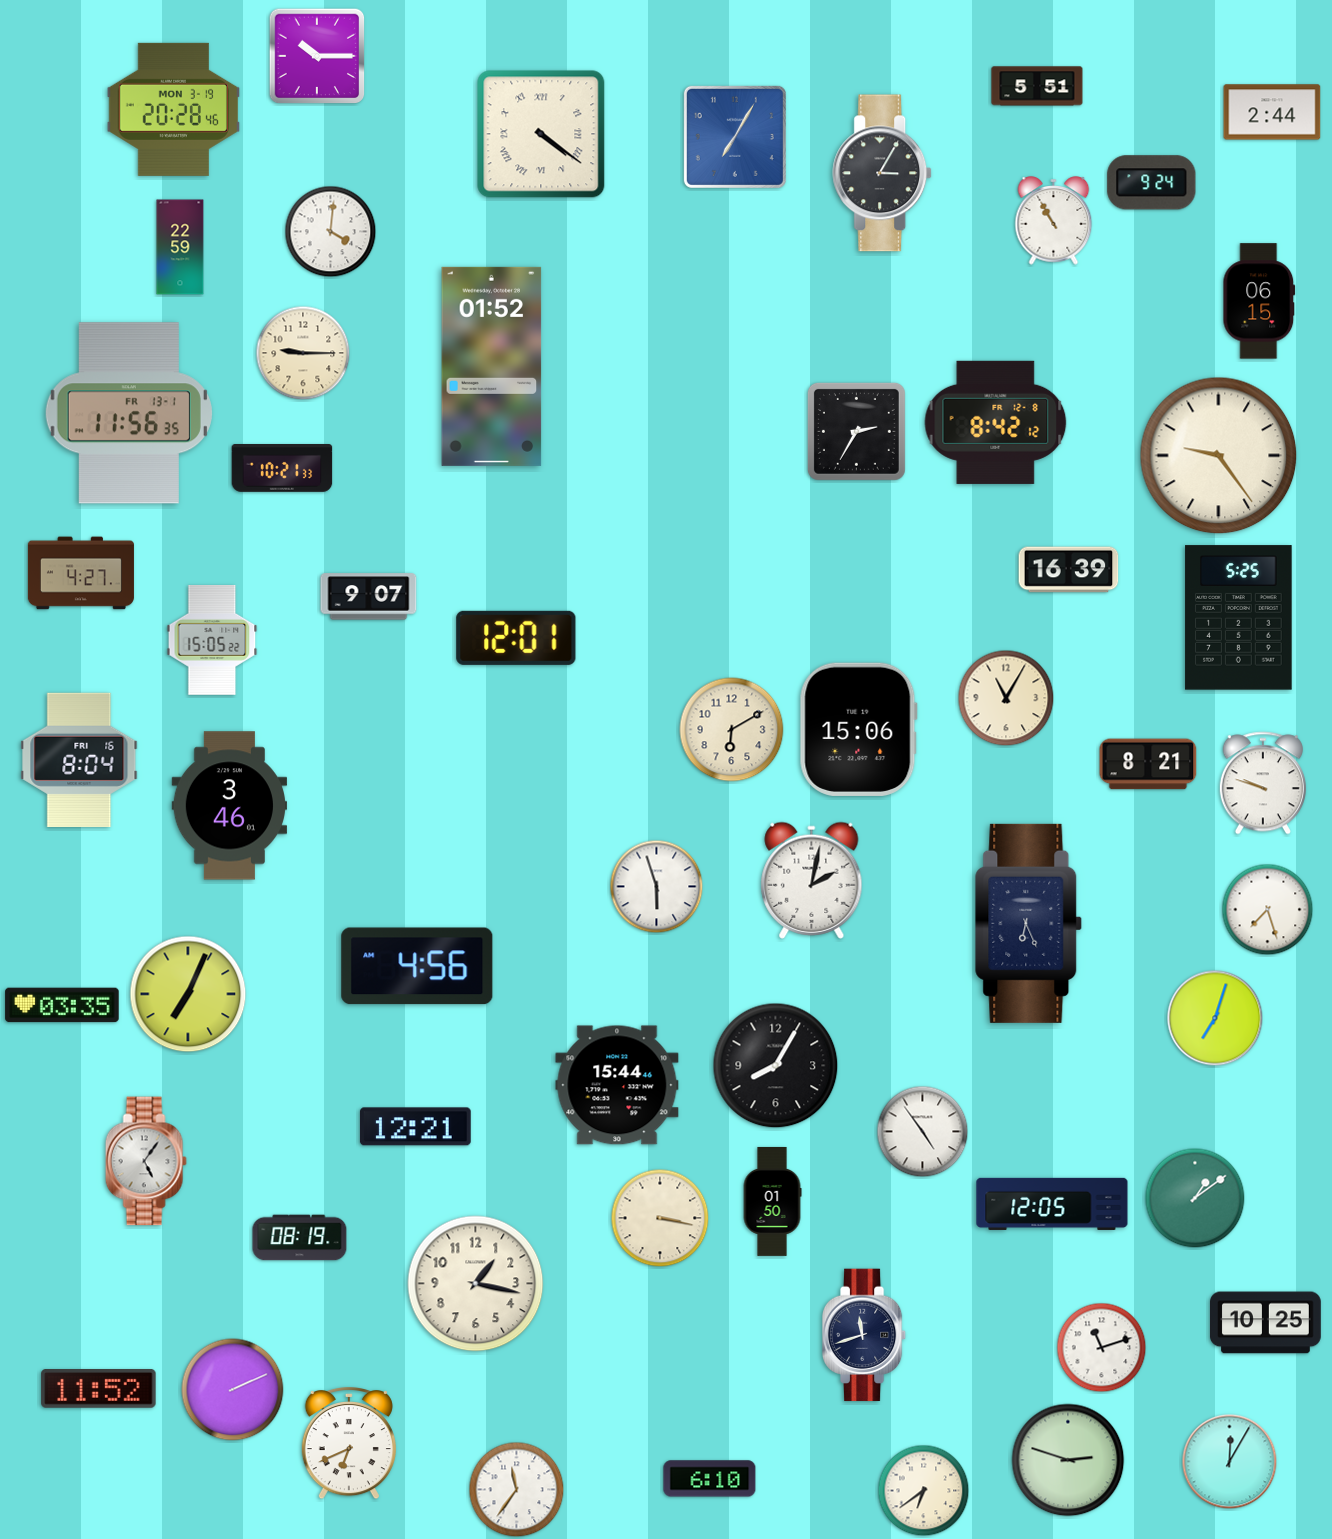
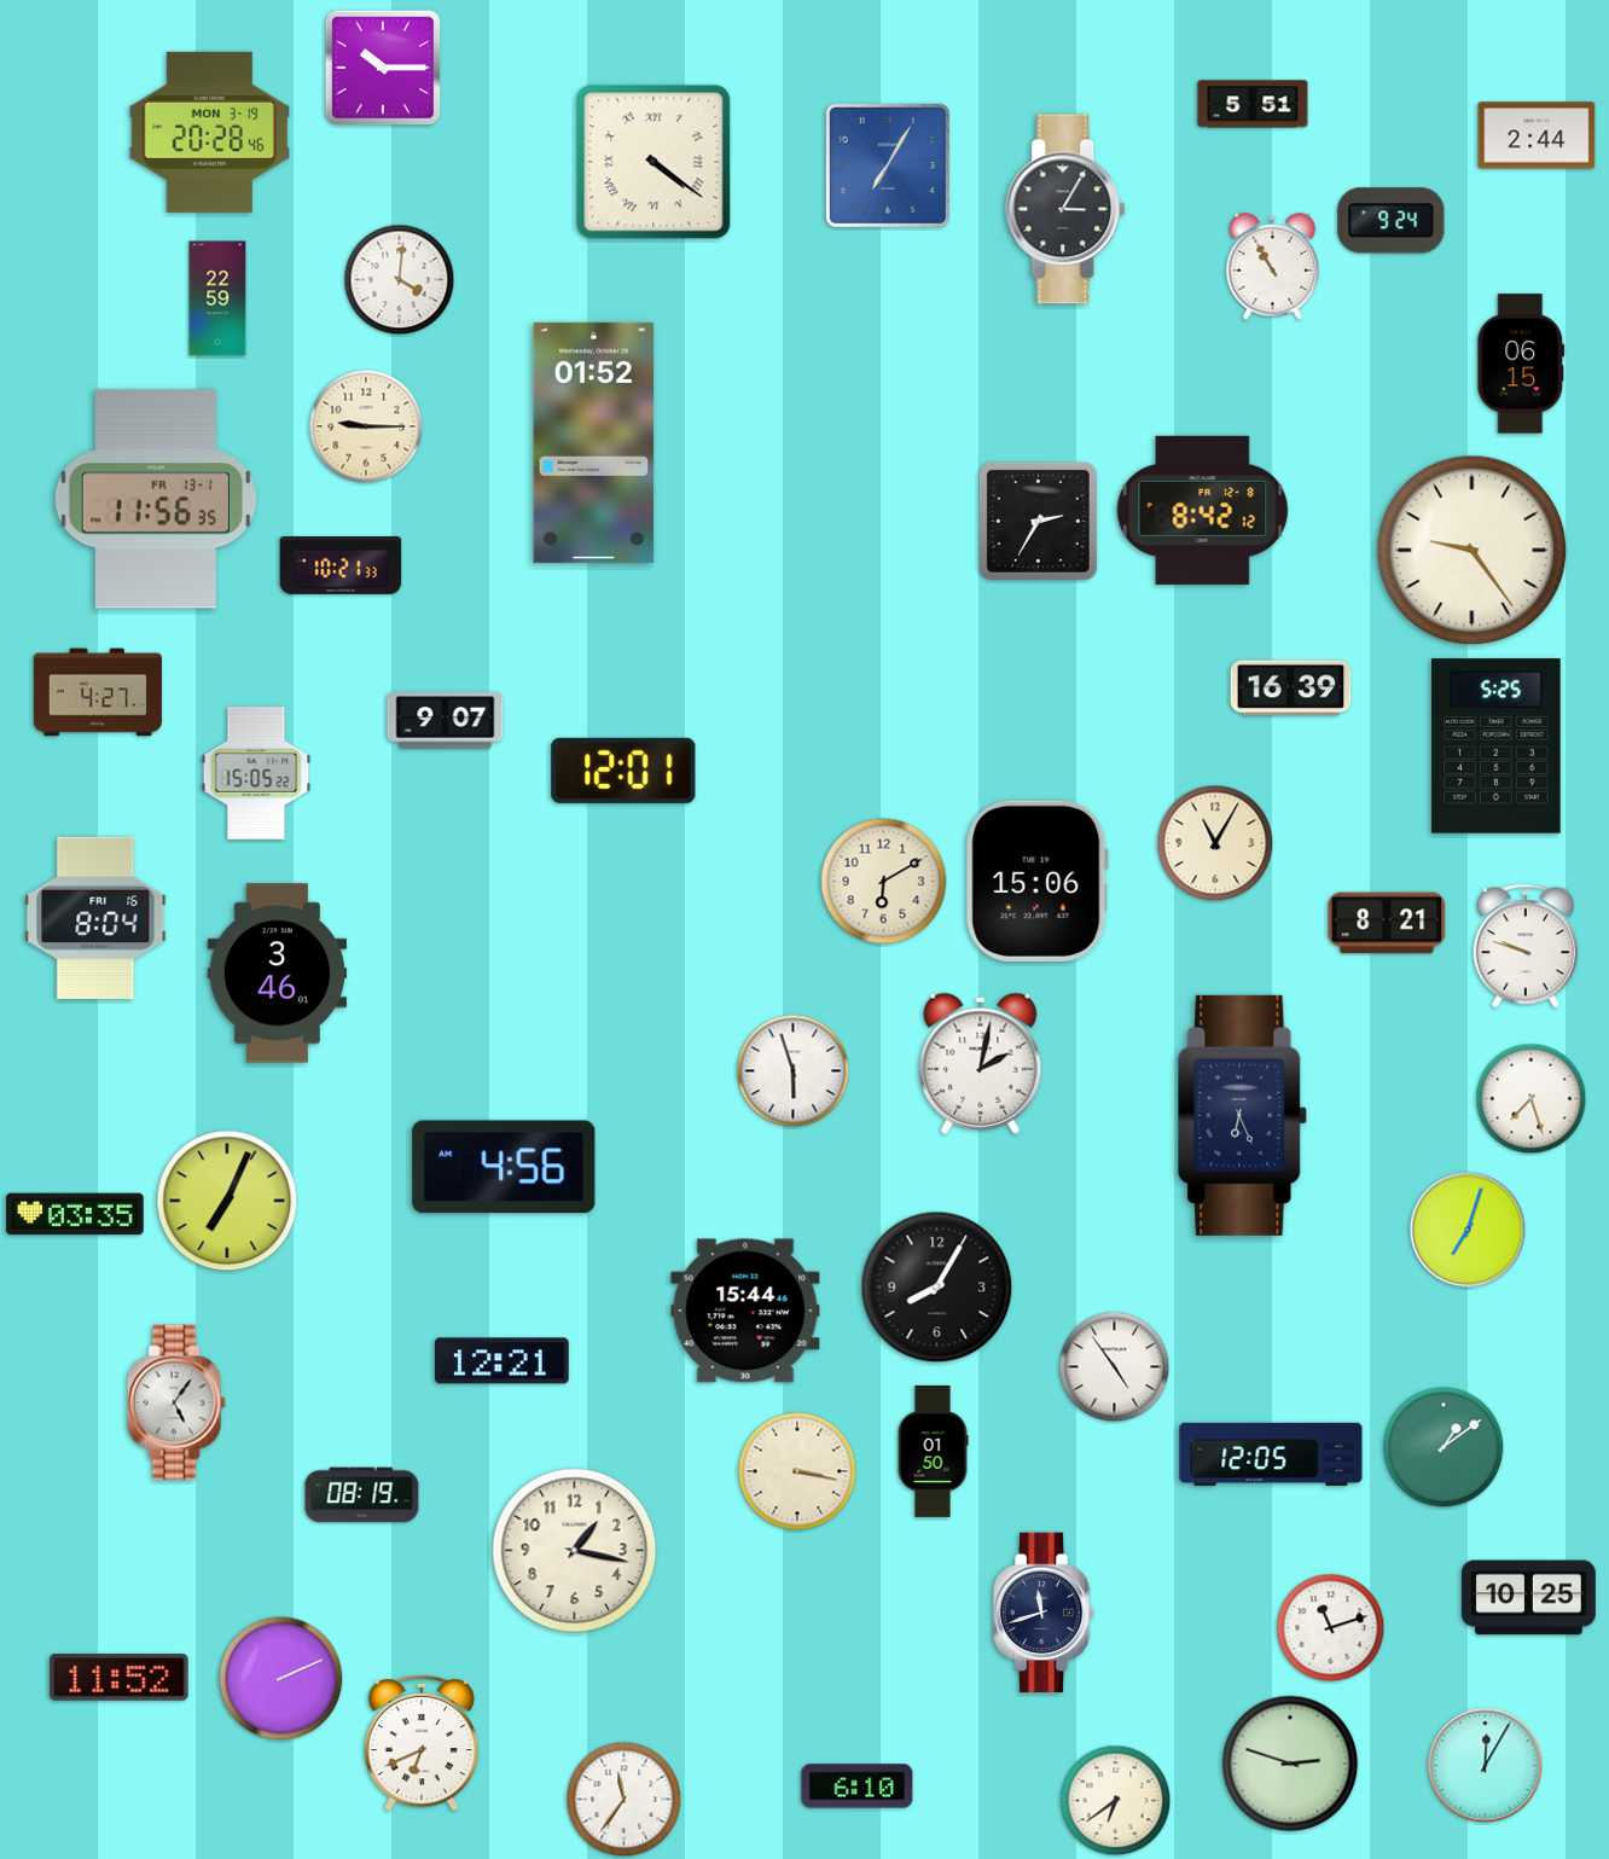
clock at (856, 431) position: (856, 431) -> (1038, 521)
